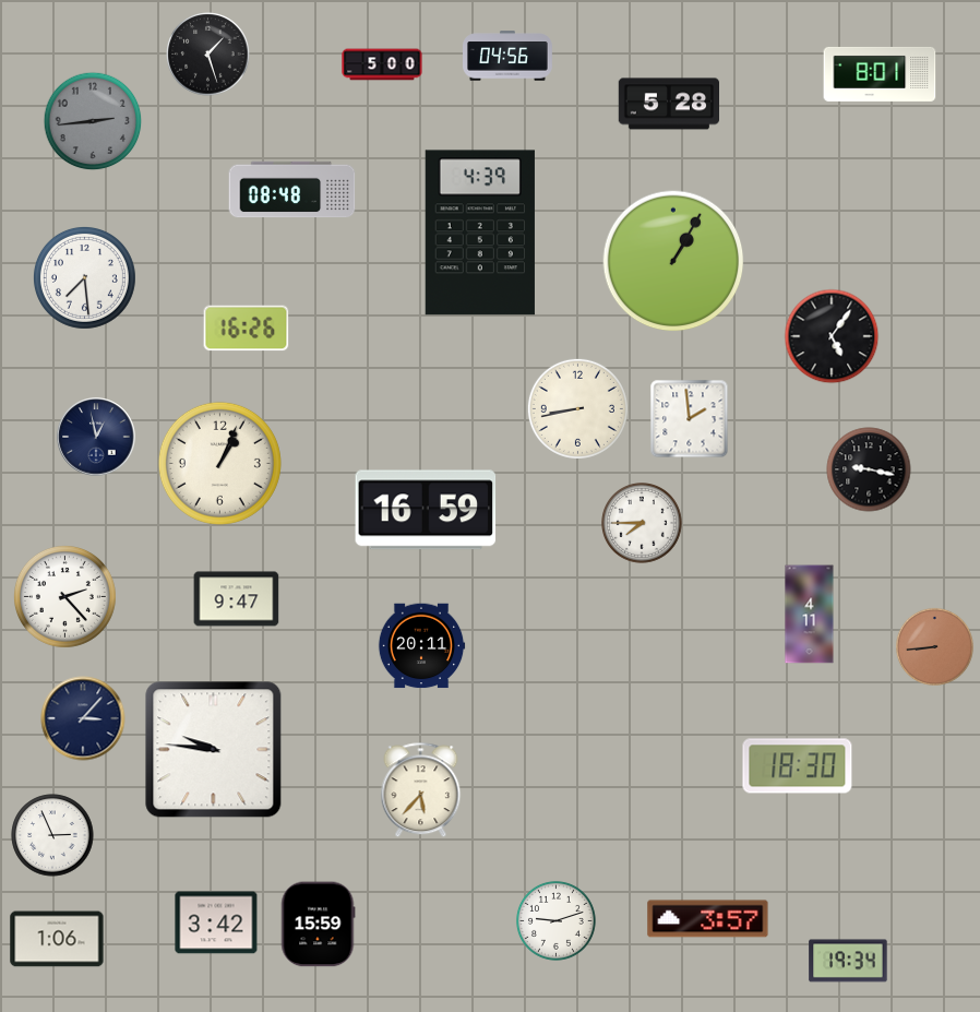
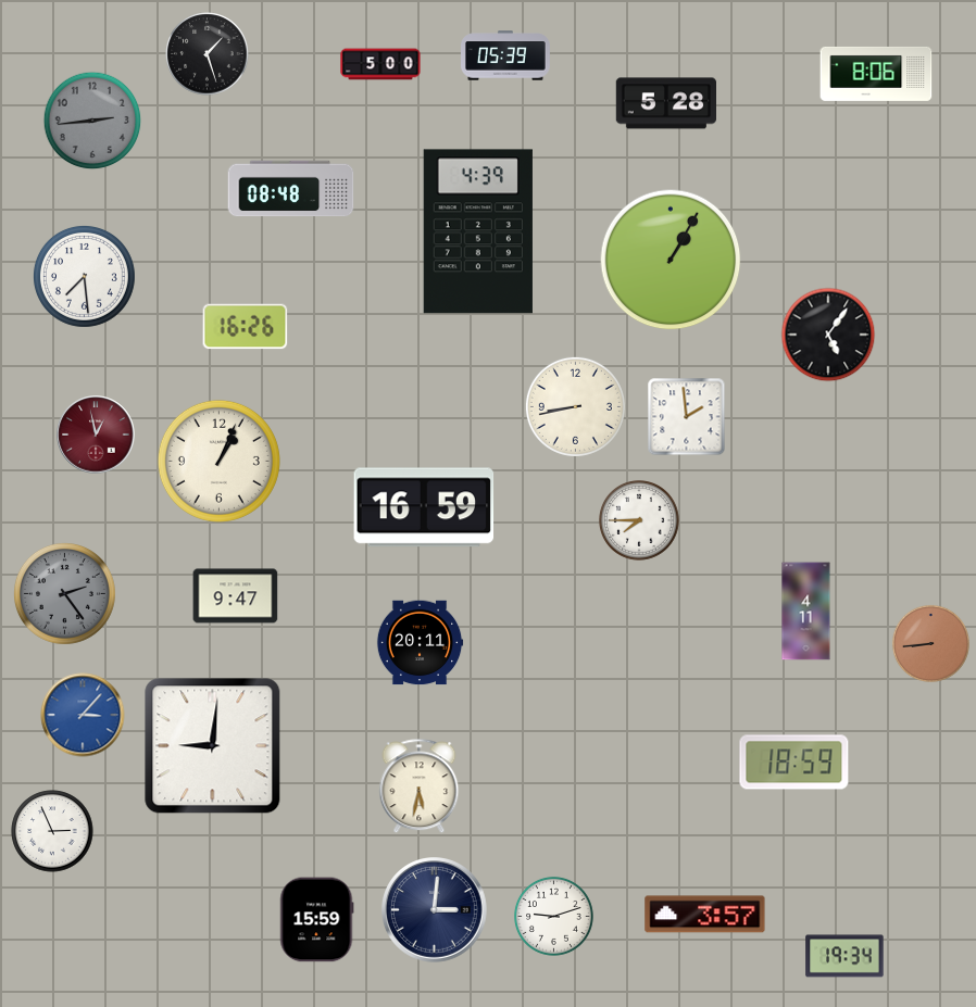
clock at (509, 56): 04:56 -> 05:39
clock at (880, 74): 8:01 -> 8:06
clock at (96, 437) dial: navy -> burgundy
clock at (869, 469): 9:17 -> none
clock at (64, 596): 2:23 -> 2:24
clock at (64, 596) dial: white -> grey
clock at (83, 718) dial: navy -> blue
clock at (214, 750): 9:46 -> 9:01
clock at (798, 766): 18:30 -> 18:59
clock at (421, 790): 5:37 -> 5:32
clock at (435, 910): none -> 3:01
clock at (216, 922): 3:42 -> none
clock at (57, 939): 1:06 -> none
